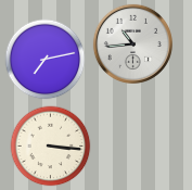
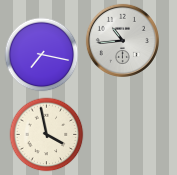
clock at (46, 60): 7:13 -> 7:17
clock at (51, 147): 3:16 -> 3:58
